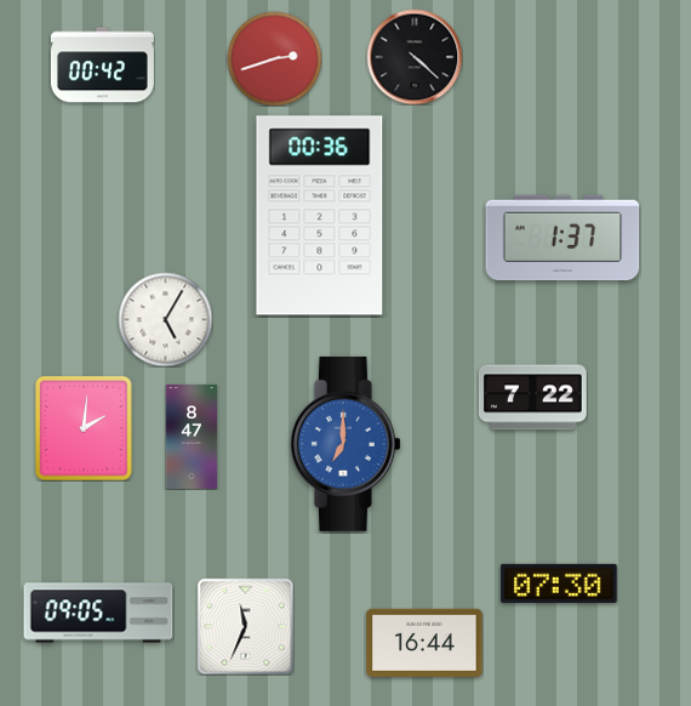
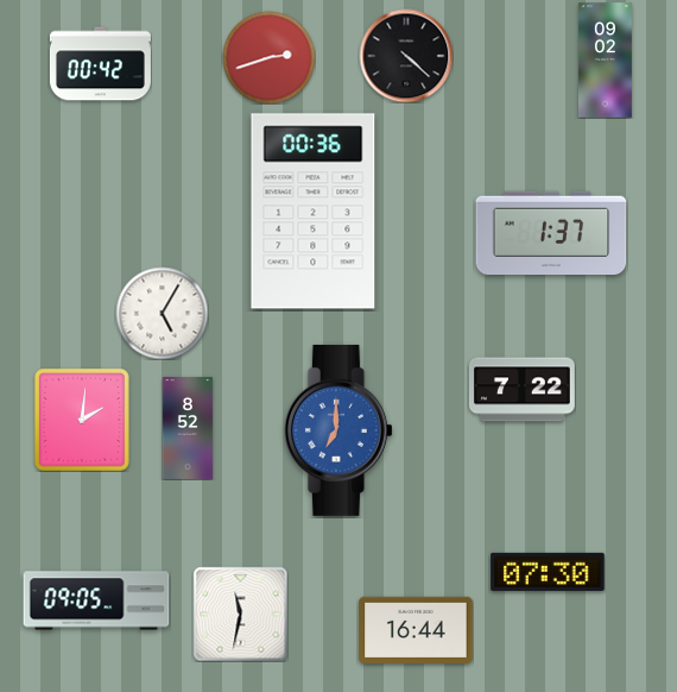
clock at (605, 61): none -> 09:02
clock at (192, 437): 8:47 -> 8:52
clock at (345, 444) position: (345, 444) -> (338, 430)
clock at (245, 626): 11:34 -> 11:32
